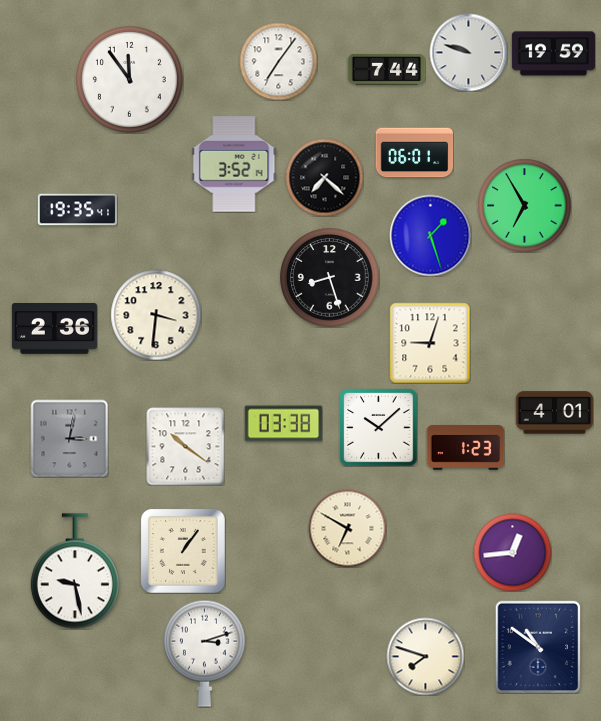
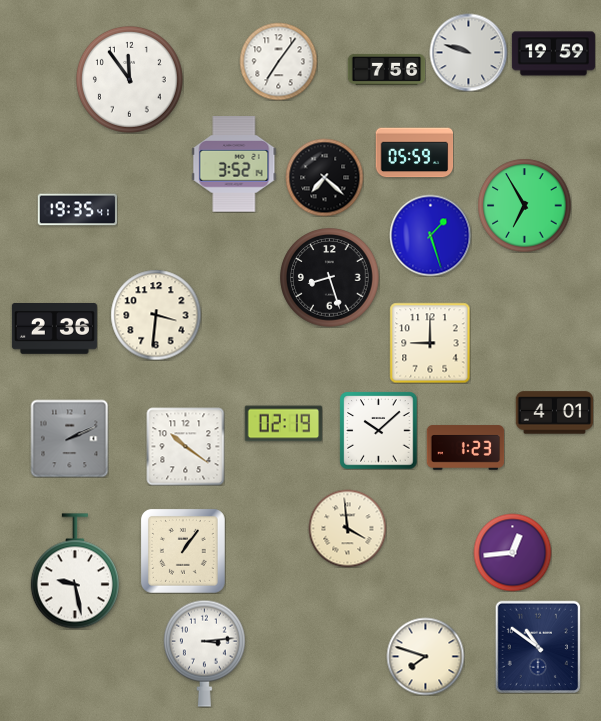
clock at (386, 69): 7:44 -> 7:56
clock at (414, 153): 06:01 -> 05:59
clock at (430, 343): 9:03 -> 9:00
clock at (283, 424): 03:38 -> 02:19
clock at (378, 427) position: (378, 427) -> (378, 430)
clock at (69, 438): 3:02 -> 2:11
clock at (347, 528): 6:50 -> 3:59
clock at (204, 653): 3:12 -> 3:14
